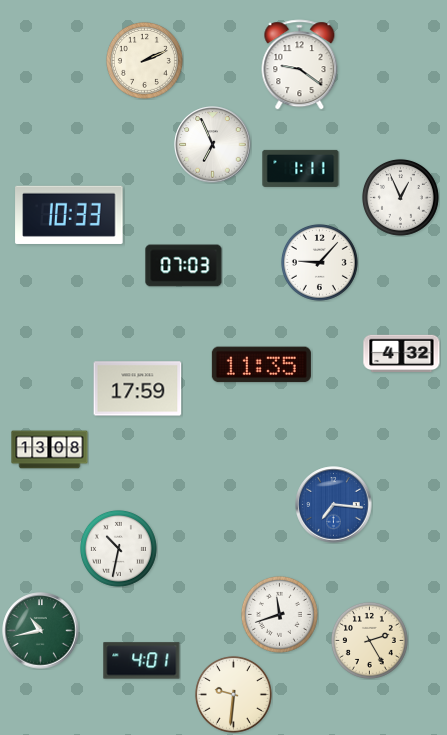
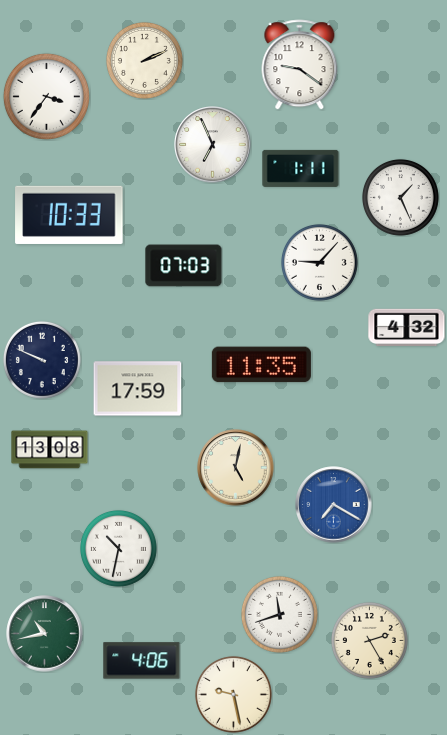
clock at (46, 96): none -> 3:36
clock at (400, 197): 12:56 -> 1:26
clock at (402, 354) position: (402, 354) -> (407, 328)
clock at (42, 360): none -> 9:49
clock at (236, 468): none -> 5:02
clock at (334, 505): 7:16 -> 7:20
clock at (41, 631) position: (41, 631) -> (45, 634)
clock at (142, 661): 4:01 -> 4:06
clock at (233, 694): 9:31 -> 9:28
